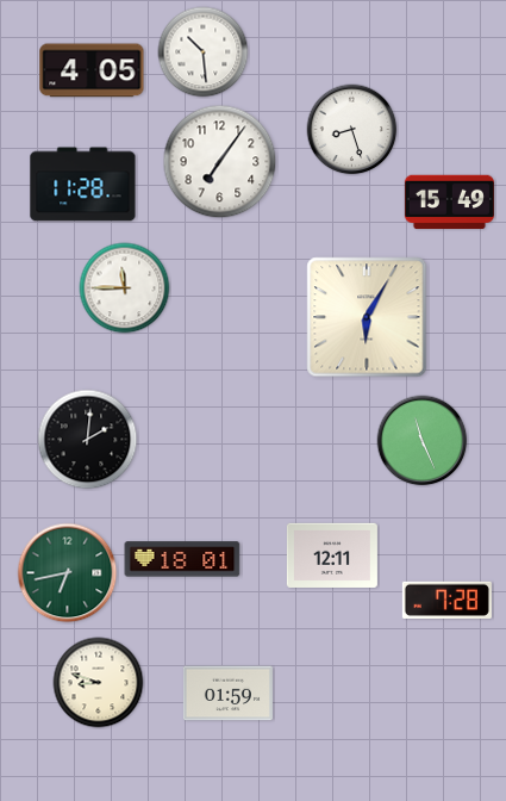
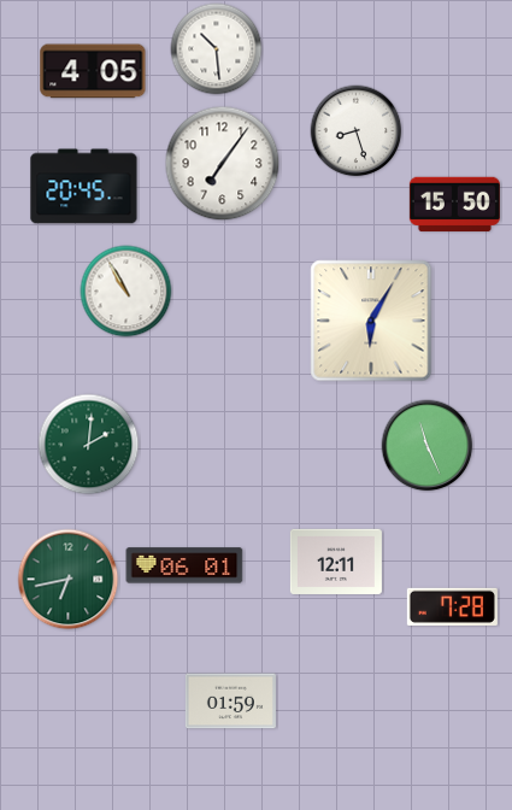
clock at (204, 52) position: (204, 52) -> (217, 49)
clock at (83, 185): 11:28 -> 20:45
clock at (449, 203): 15:49 -> 15:50
clock at (125, 288): 11:45 -> 10:55
clock at (88, 440) dial: black -> green
clock at (182, 559): 18:01 -> 06:01
clock at (99, 683): 8:48 -> none
